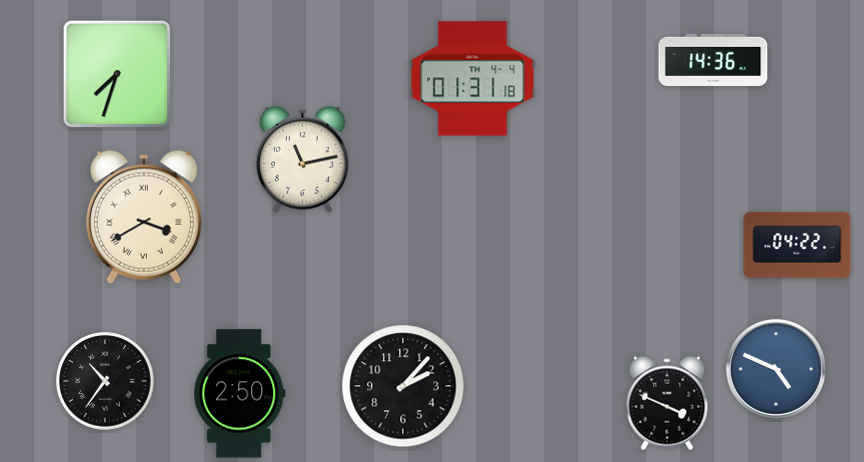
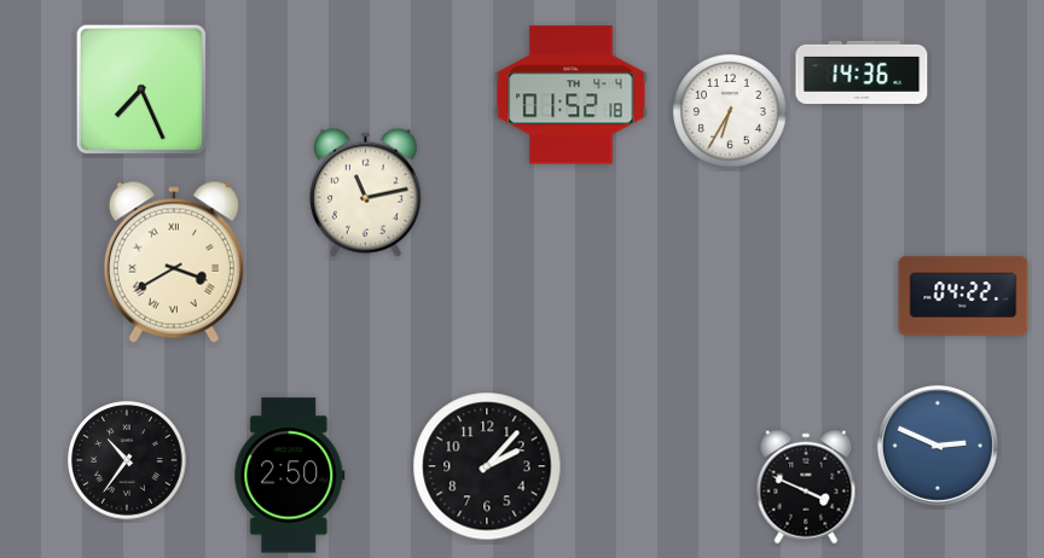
clock at (117, 74): 7:33 -> 7:26
clock at (473, 79): 01:31 -> 01:52
clock at (731, 112): none -> 6:35
clock at (776, 369): 4:49 -> 2:49
